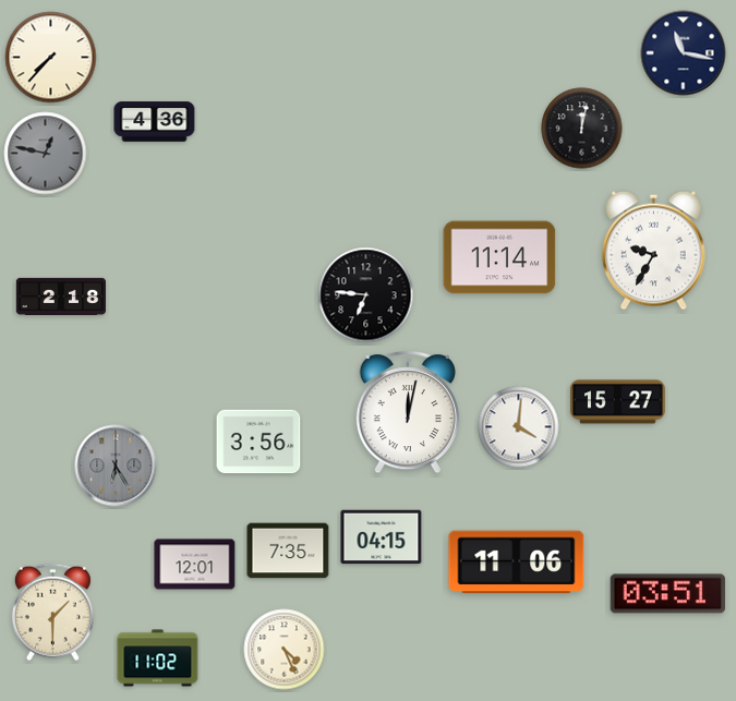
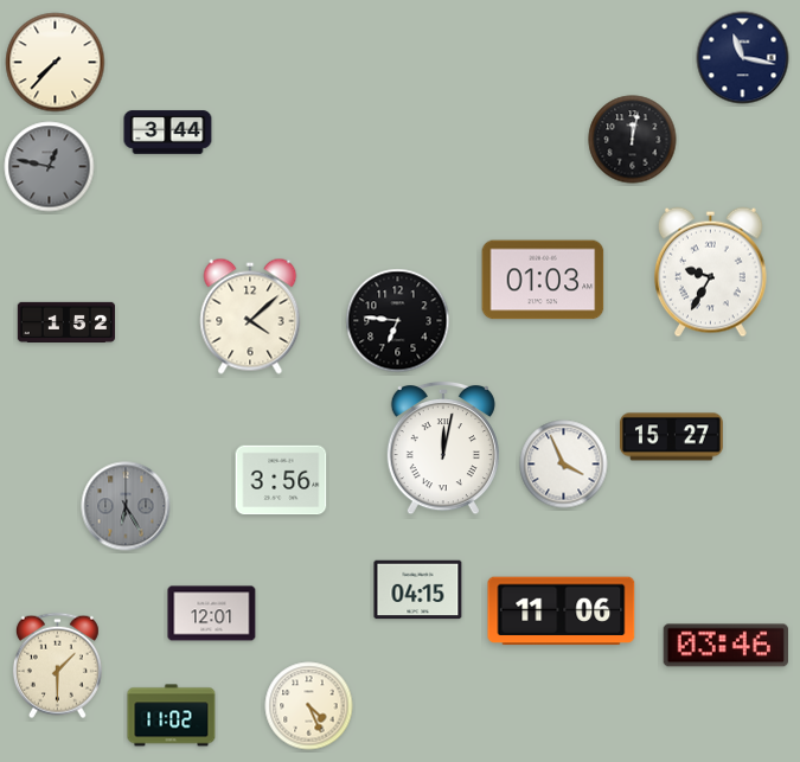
clock at (155, 122): 4:36 -> 3:44
clock at (499, 257): 11:14 -> 01:03
clock at (250, 316): none -> 4:08
clock at (60, 297): 2:18 -> 1:52
clock at (519, 427): 4:01 -> 3:56
clock at (382, 537) position: (382, 537) -> (418, 590)
clock at (288, 551): 7:35 -> none
clock at (667, 594): 03:51 -> 03:46
